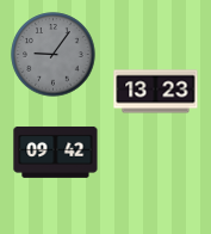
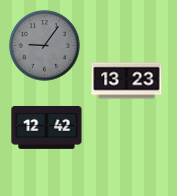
clock at (156, 92) position: (156, 92) -> (127, 81)
clock at (56, 152): 09:42 -> 12:42
